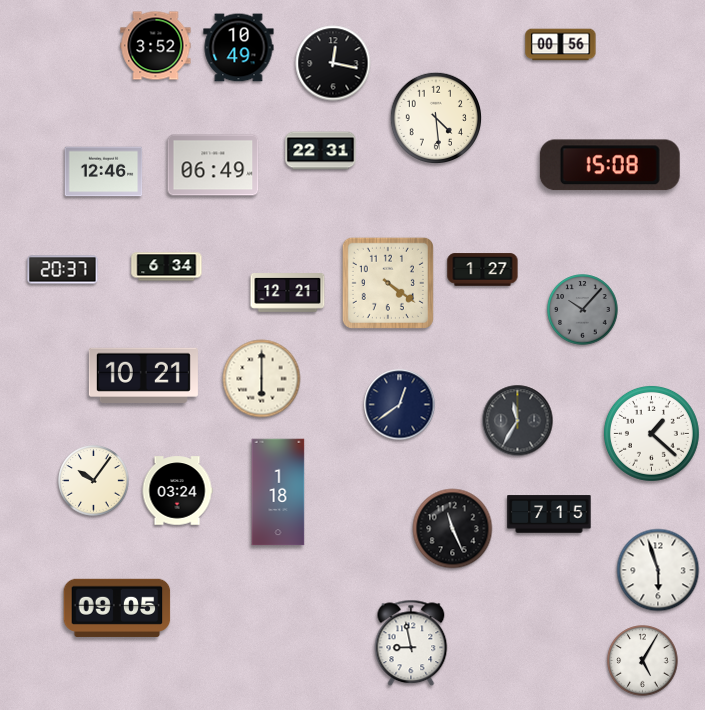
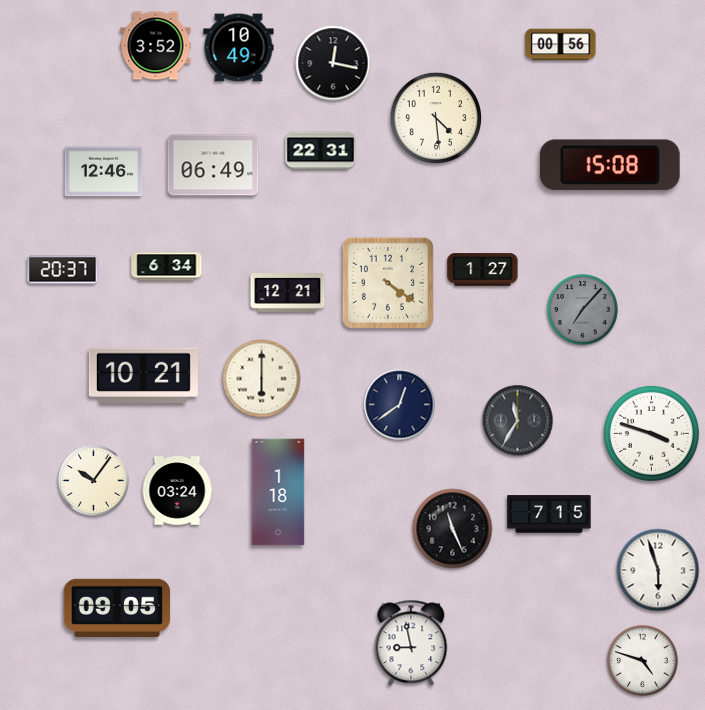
clock at (583, 310): 10:07 -> 7:07
clock at (651, 433): 1:22 -> 3:48
clock at (643, 661): 5:05 -> 4:48
